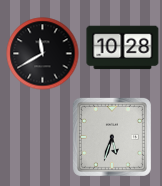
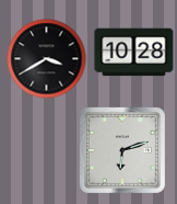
clock at (43, 54): 11:40 -> 3:40
clock at (112, 137): 5:33 -> 6:12
